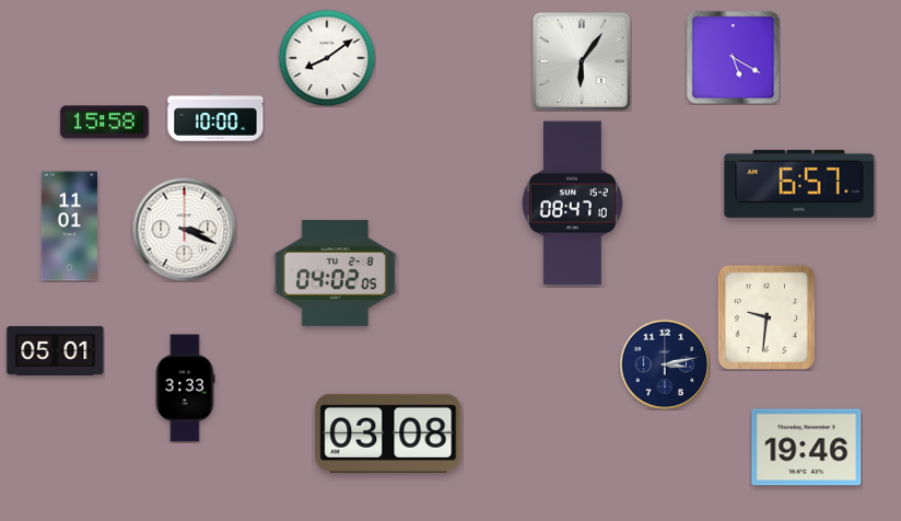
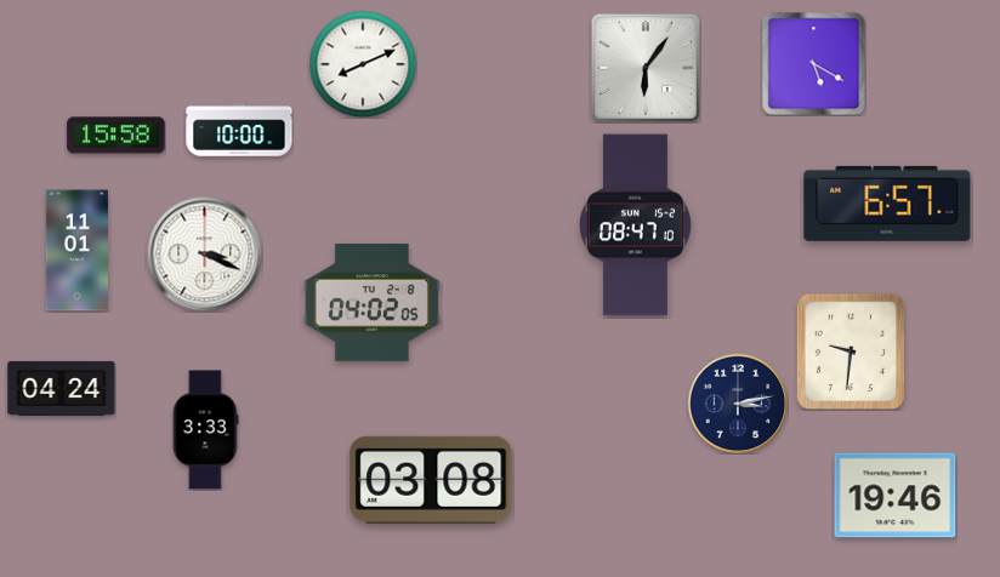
clock at (327, 58): 8:09 -> 8:11
clock at (56, 350): 05:01 -> 04:24
